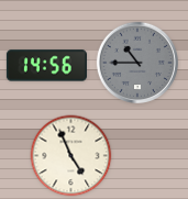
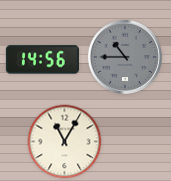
clock at (71, 156): 4:56 -> 11:05
